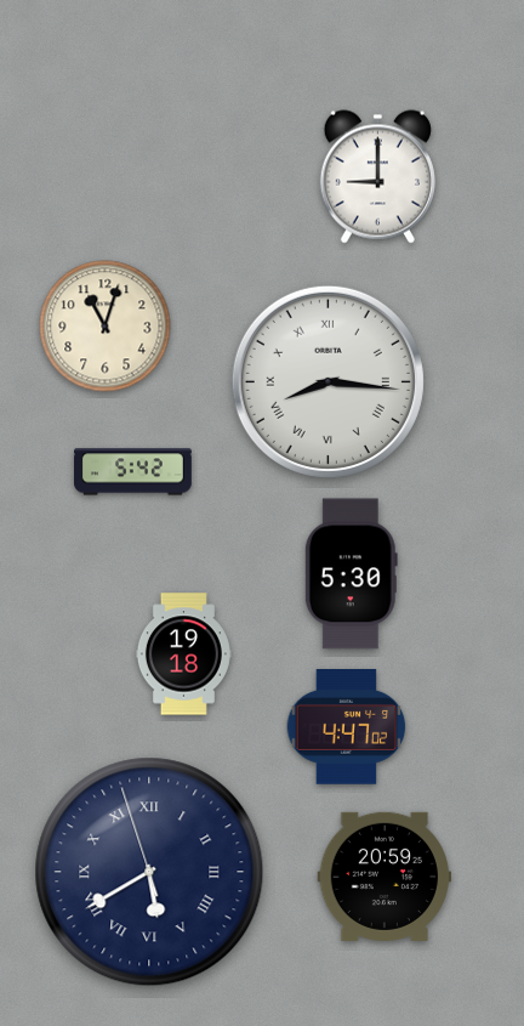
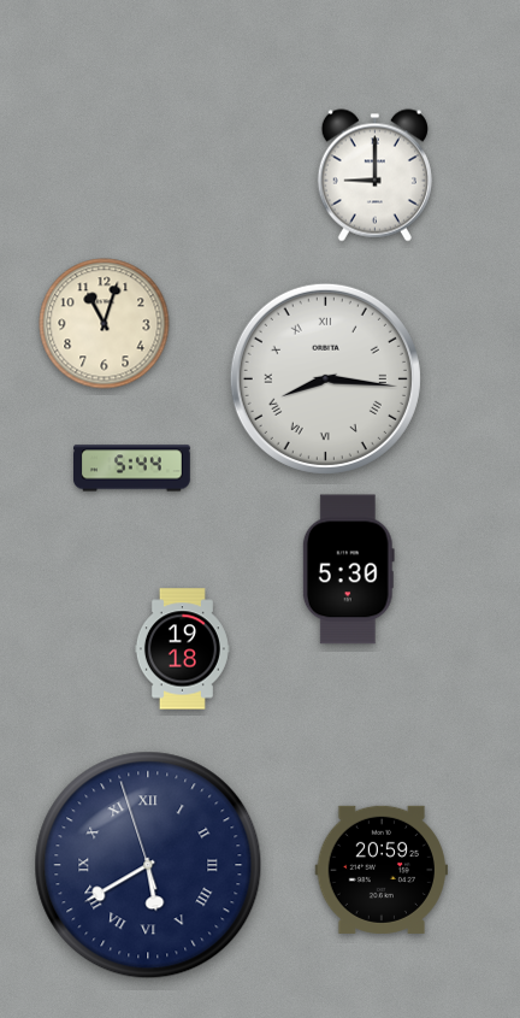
clock at (133, 472): 5:42 -> 5:44
clock at (347, 727): 4:47 -> none
